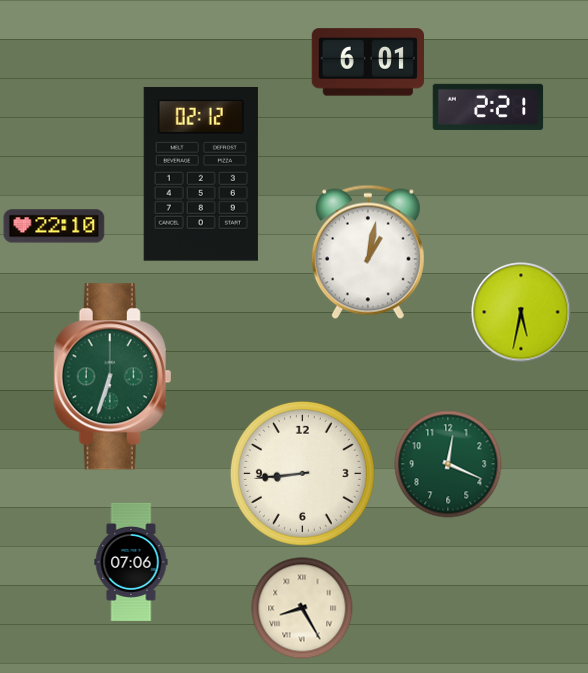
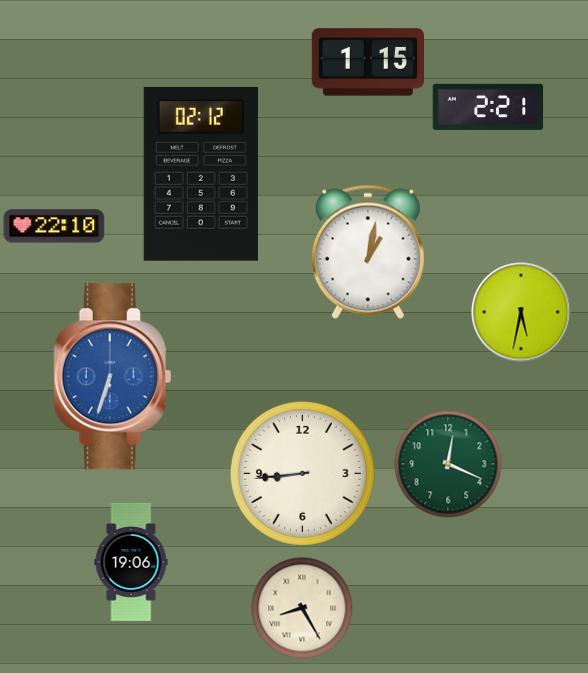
clock at (367, 62): 6:01 -> 1:15
clock at (113, 377) dial: green -> blue
clock at (131, 562): 07:06 -> 19:06
